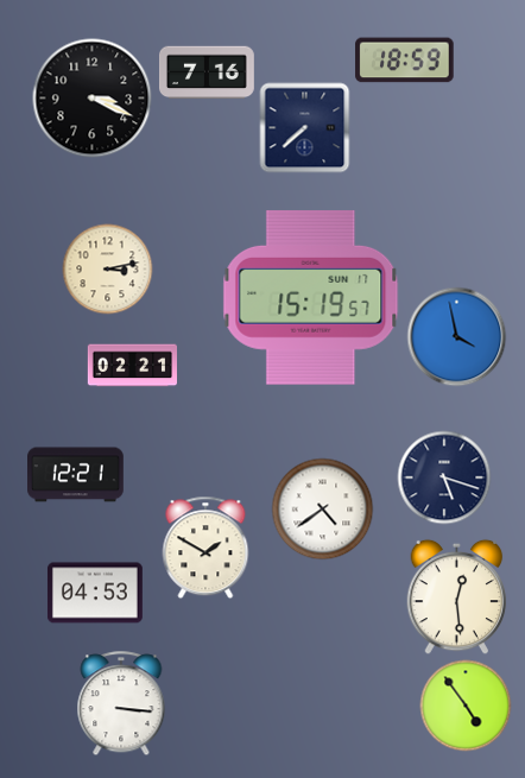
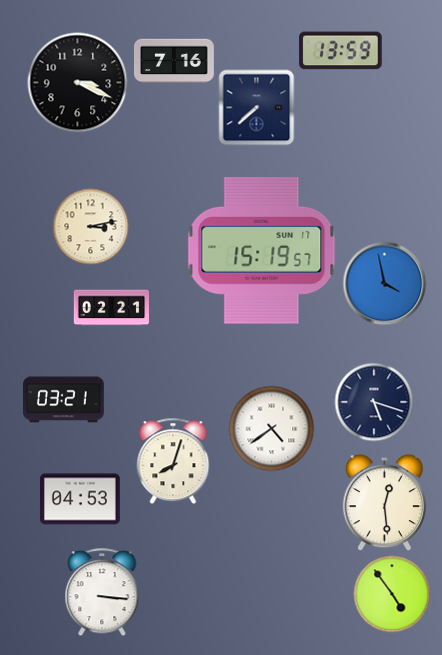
clock at (405, 61): 18:59 -> 13:59
clock at (76, 475): 12:21 -> 03:21
clock at (205, 548): 1:50 -> 8:03
